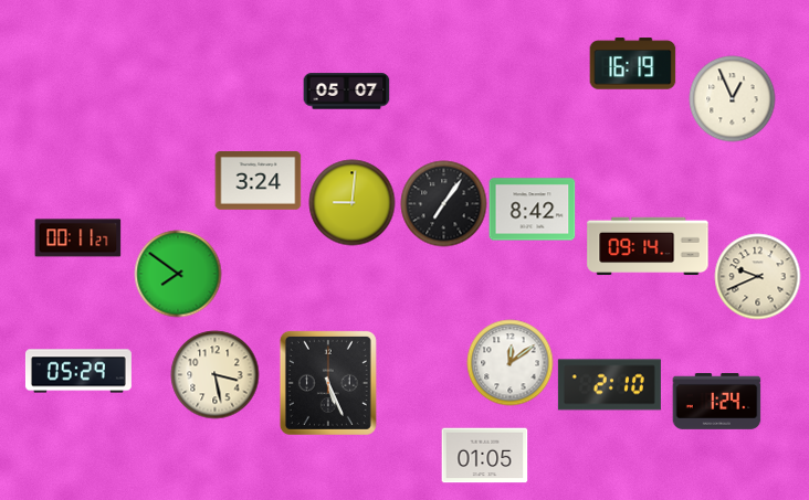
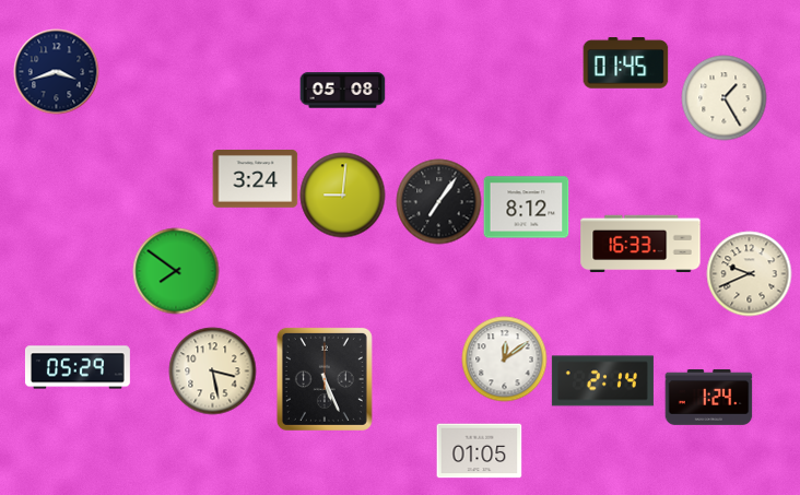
clock at (632, 64): 16:19 -> 01:45
clock at (56, 71): none -> 3:42
clock at (346, 92): 05:07 -> 05:08
clock at (732, 98): 12:56 -> 1:25
clock at (351, 202) position: (351, 202) -> (342, 195)
clock at (532, 210): 8:42 -> 8:12
clock at (77, 238): 00:11 -> none
clock at (648, 246): 09:14 -> 16:33
clock at (609, 385): 2:10 -> 2:14
